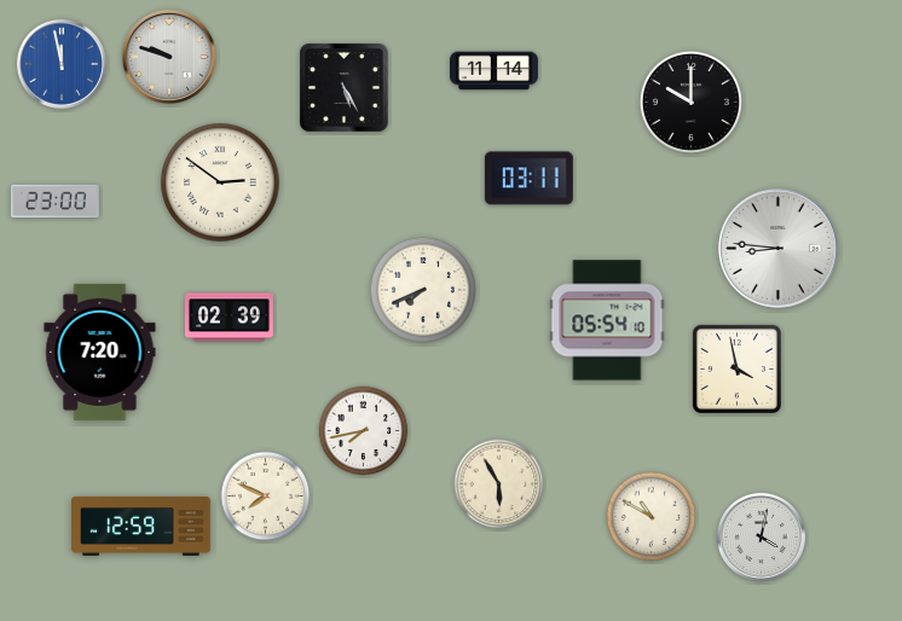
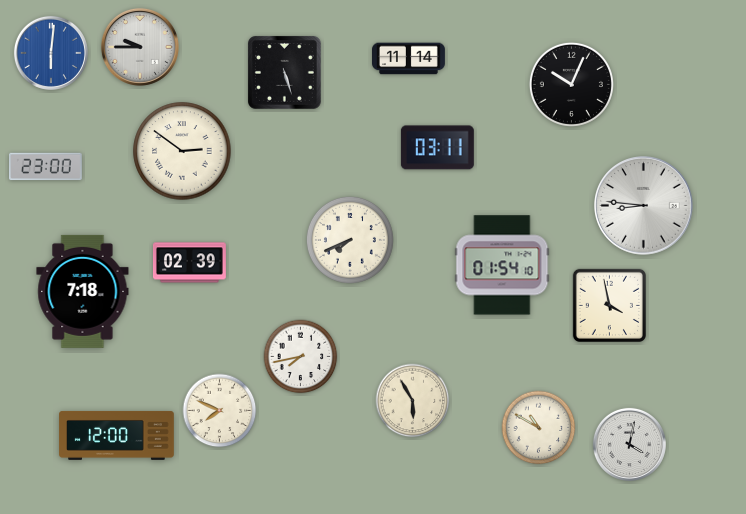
clock at (169, 57): 9:48 -> 9:45
clock at (62, 64): 11:58 -> 6:01
clock at (345, 88): 5:25 -> 5:27
clock at (690, 101): 10:00 -> 10:04
clock at (607, 320): 05:54 -> 01:54
clock at (100, 352): 7:20 -> 7:18
clock at (141, 526): 12:59 -> 12:00
